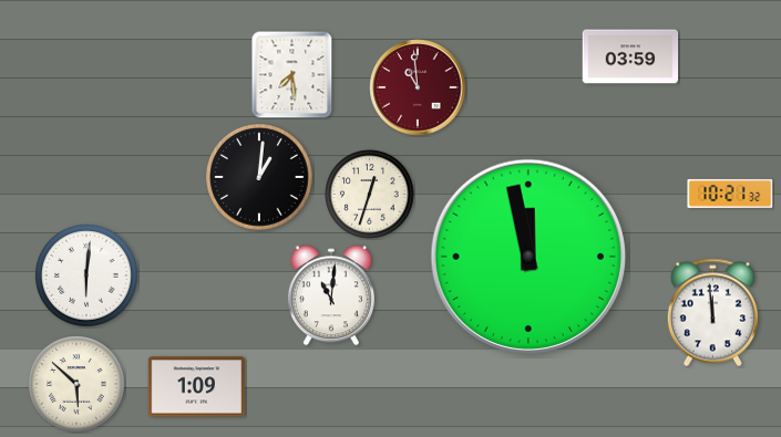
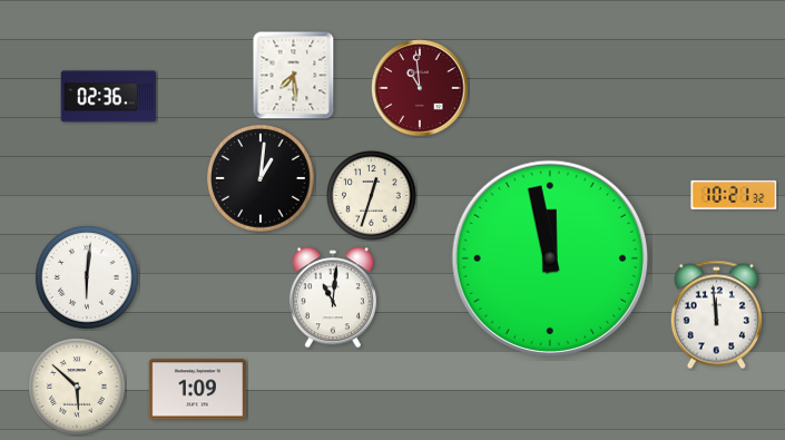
clock at (630, 56): 03:59 -> none
clock at (109, 97): none -> 02:36
clock at (528, 257) position: (528, 257) -> (550, 258)
